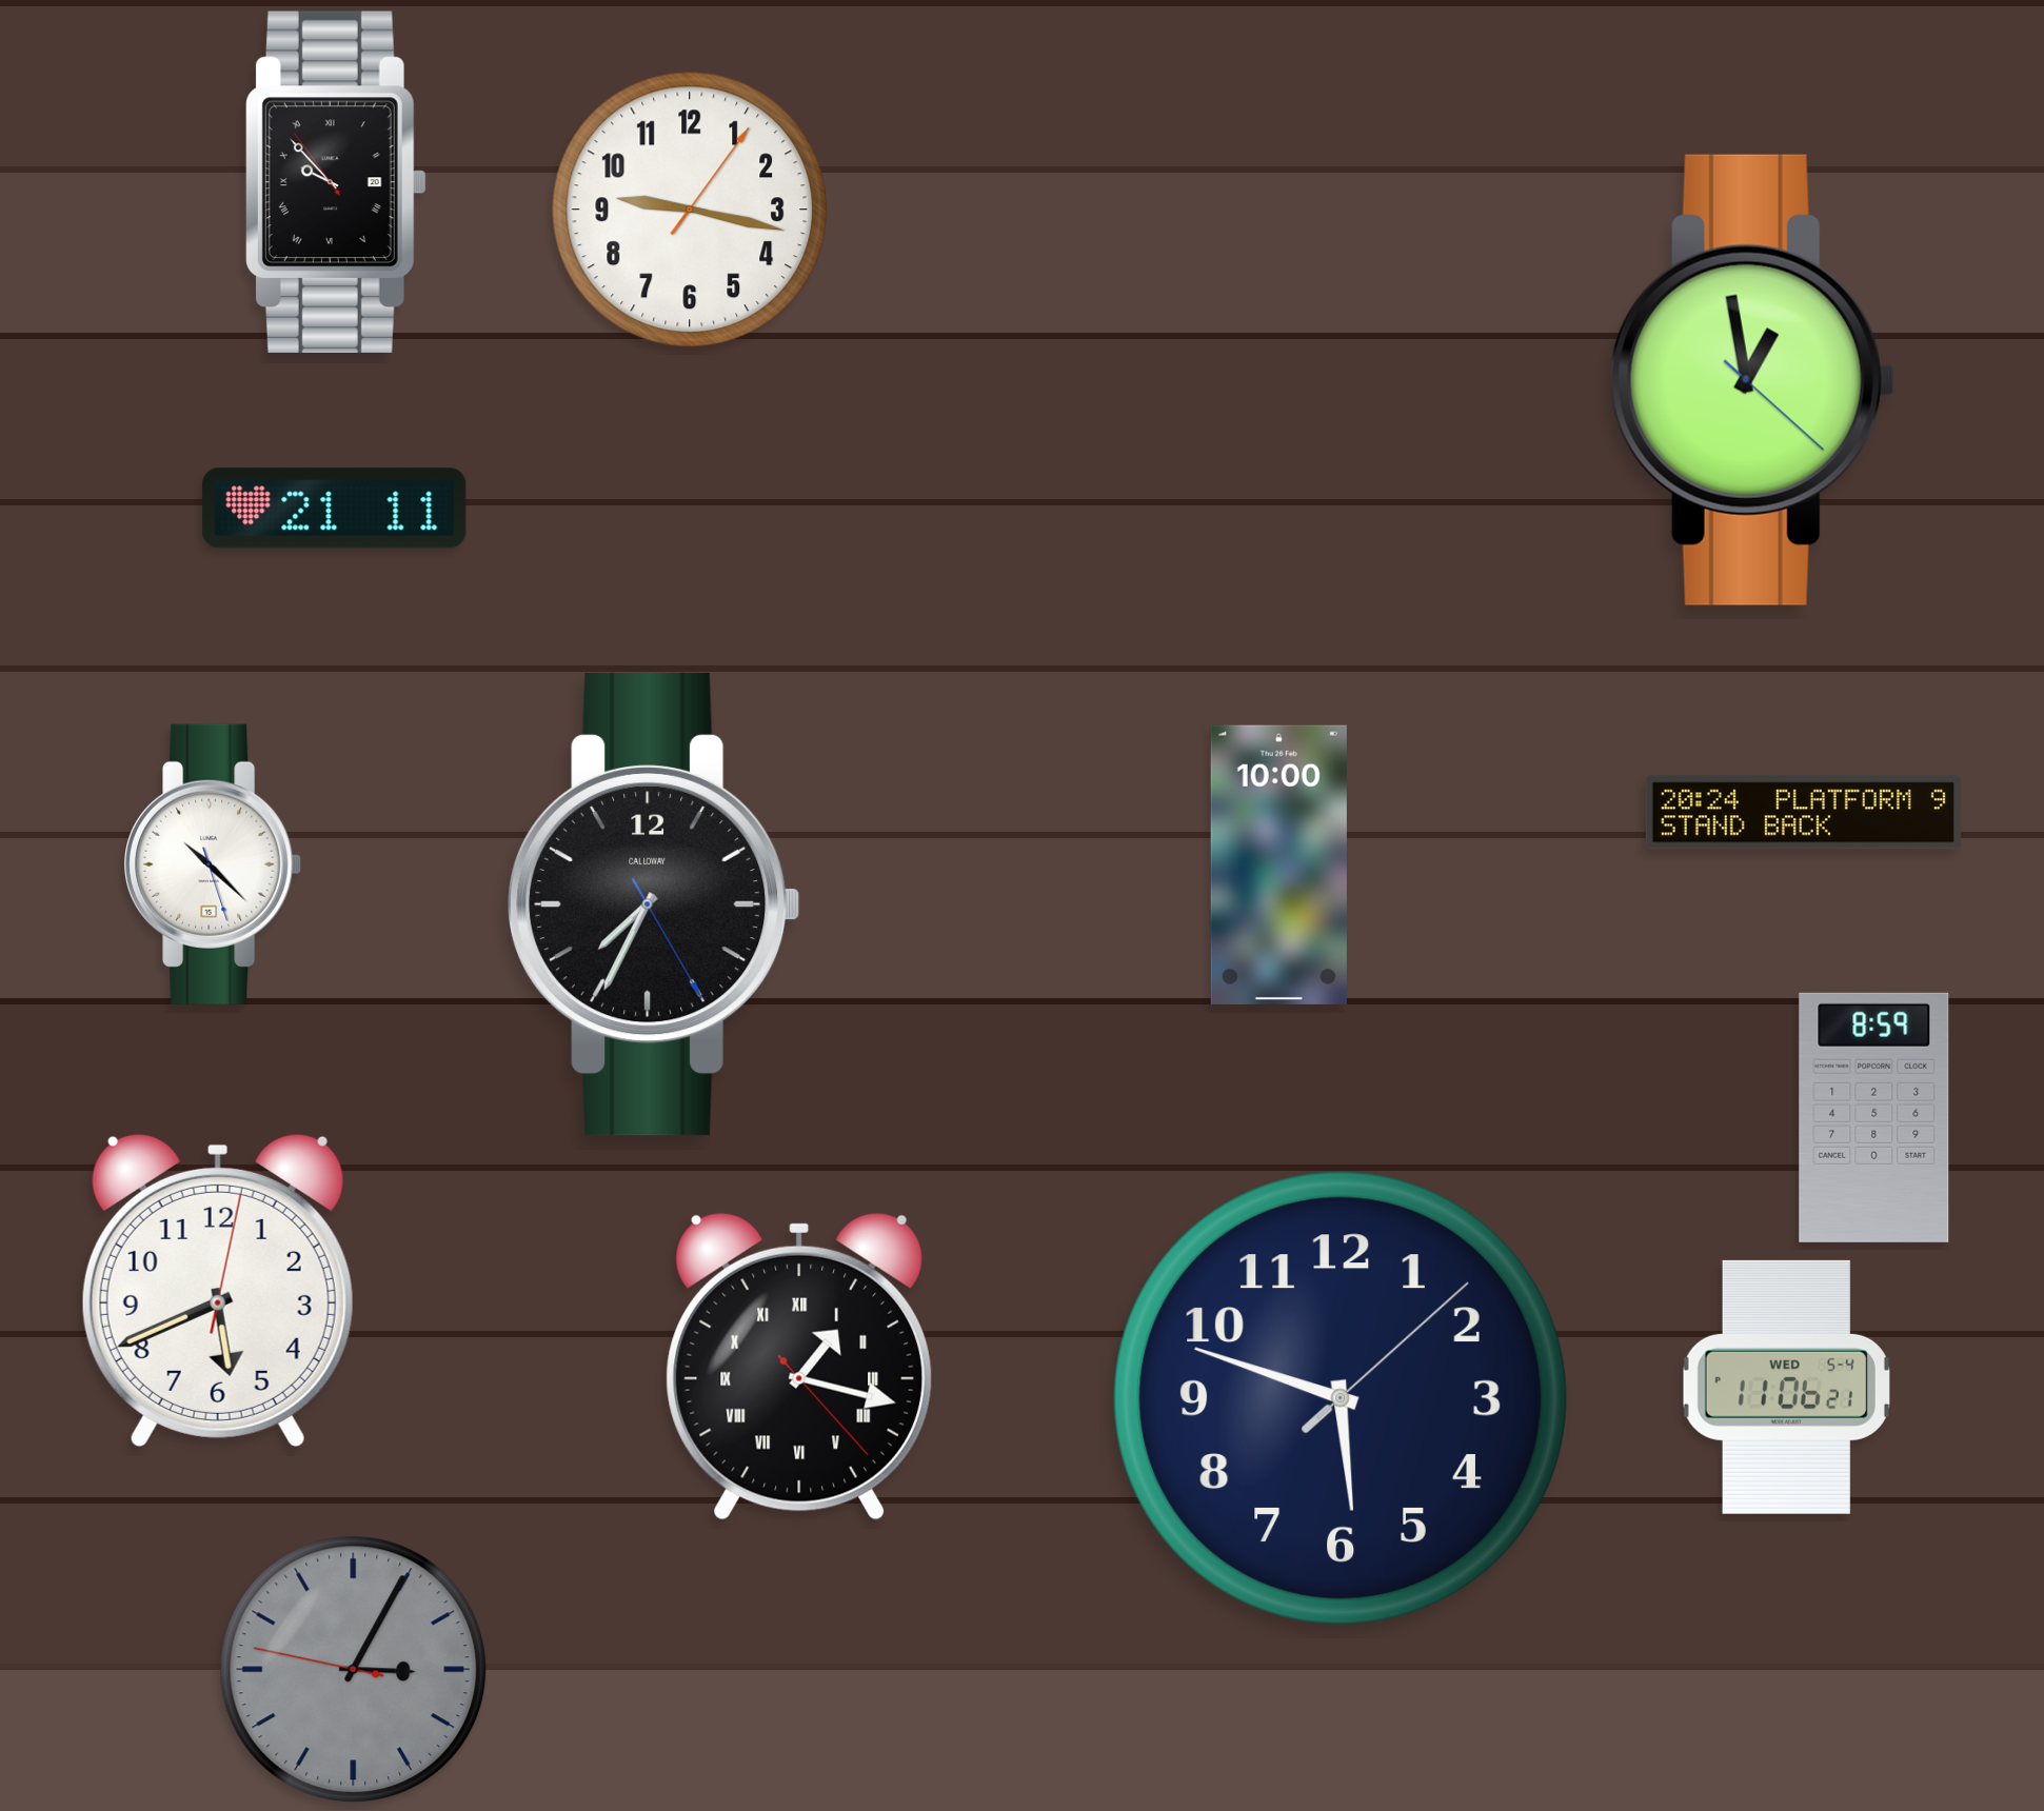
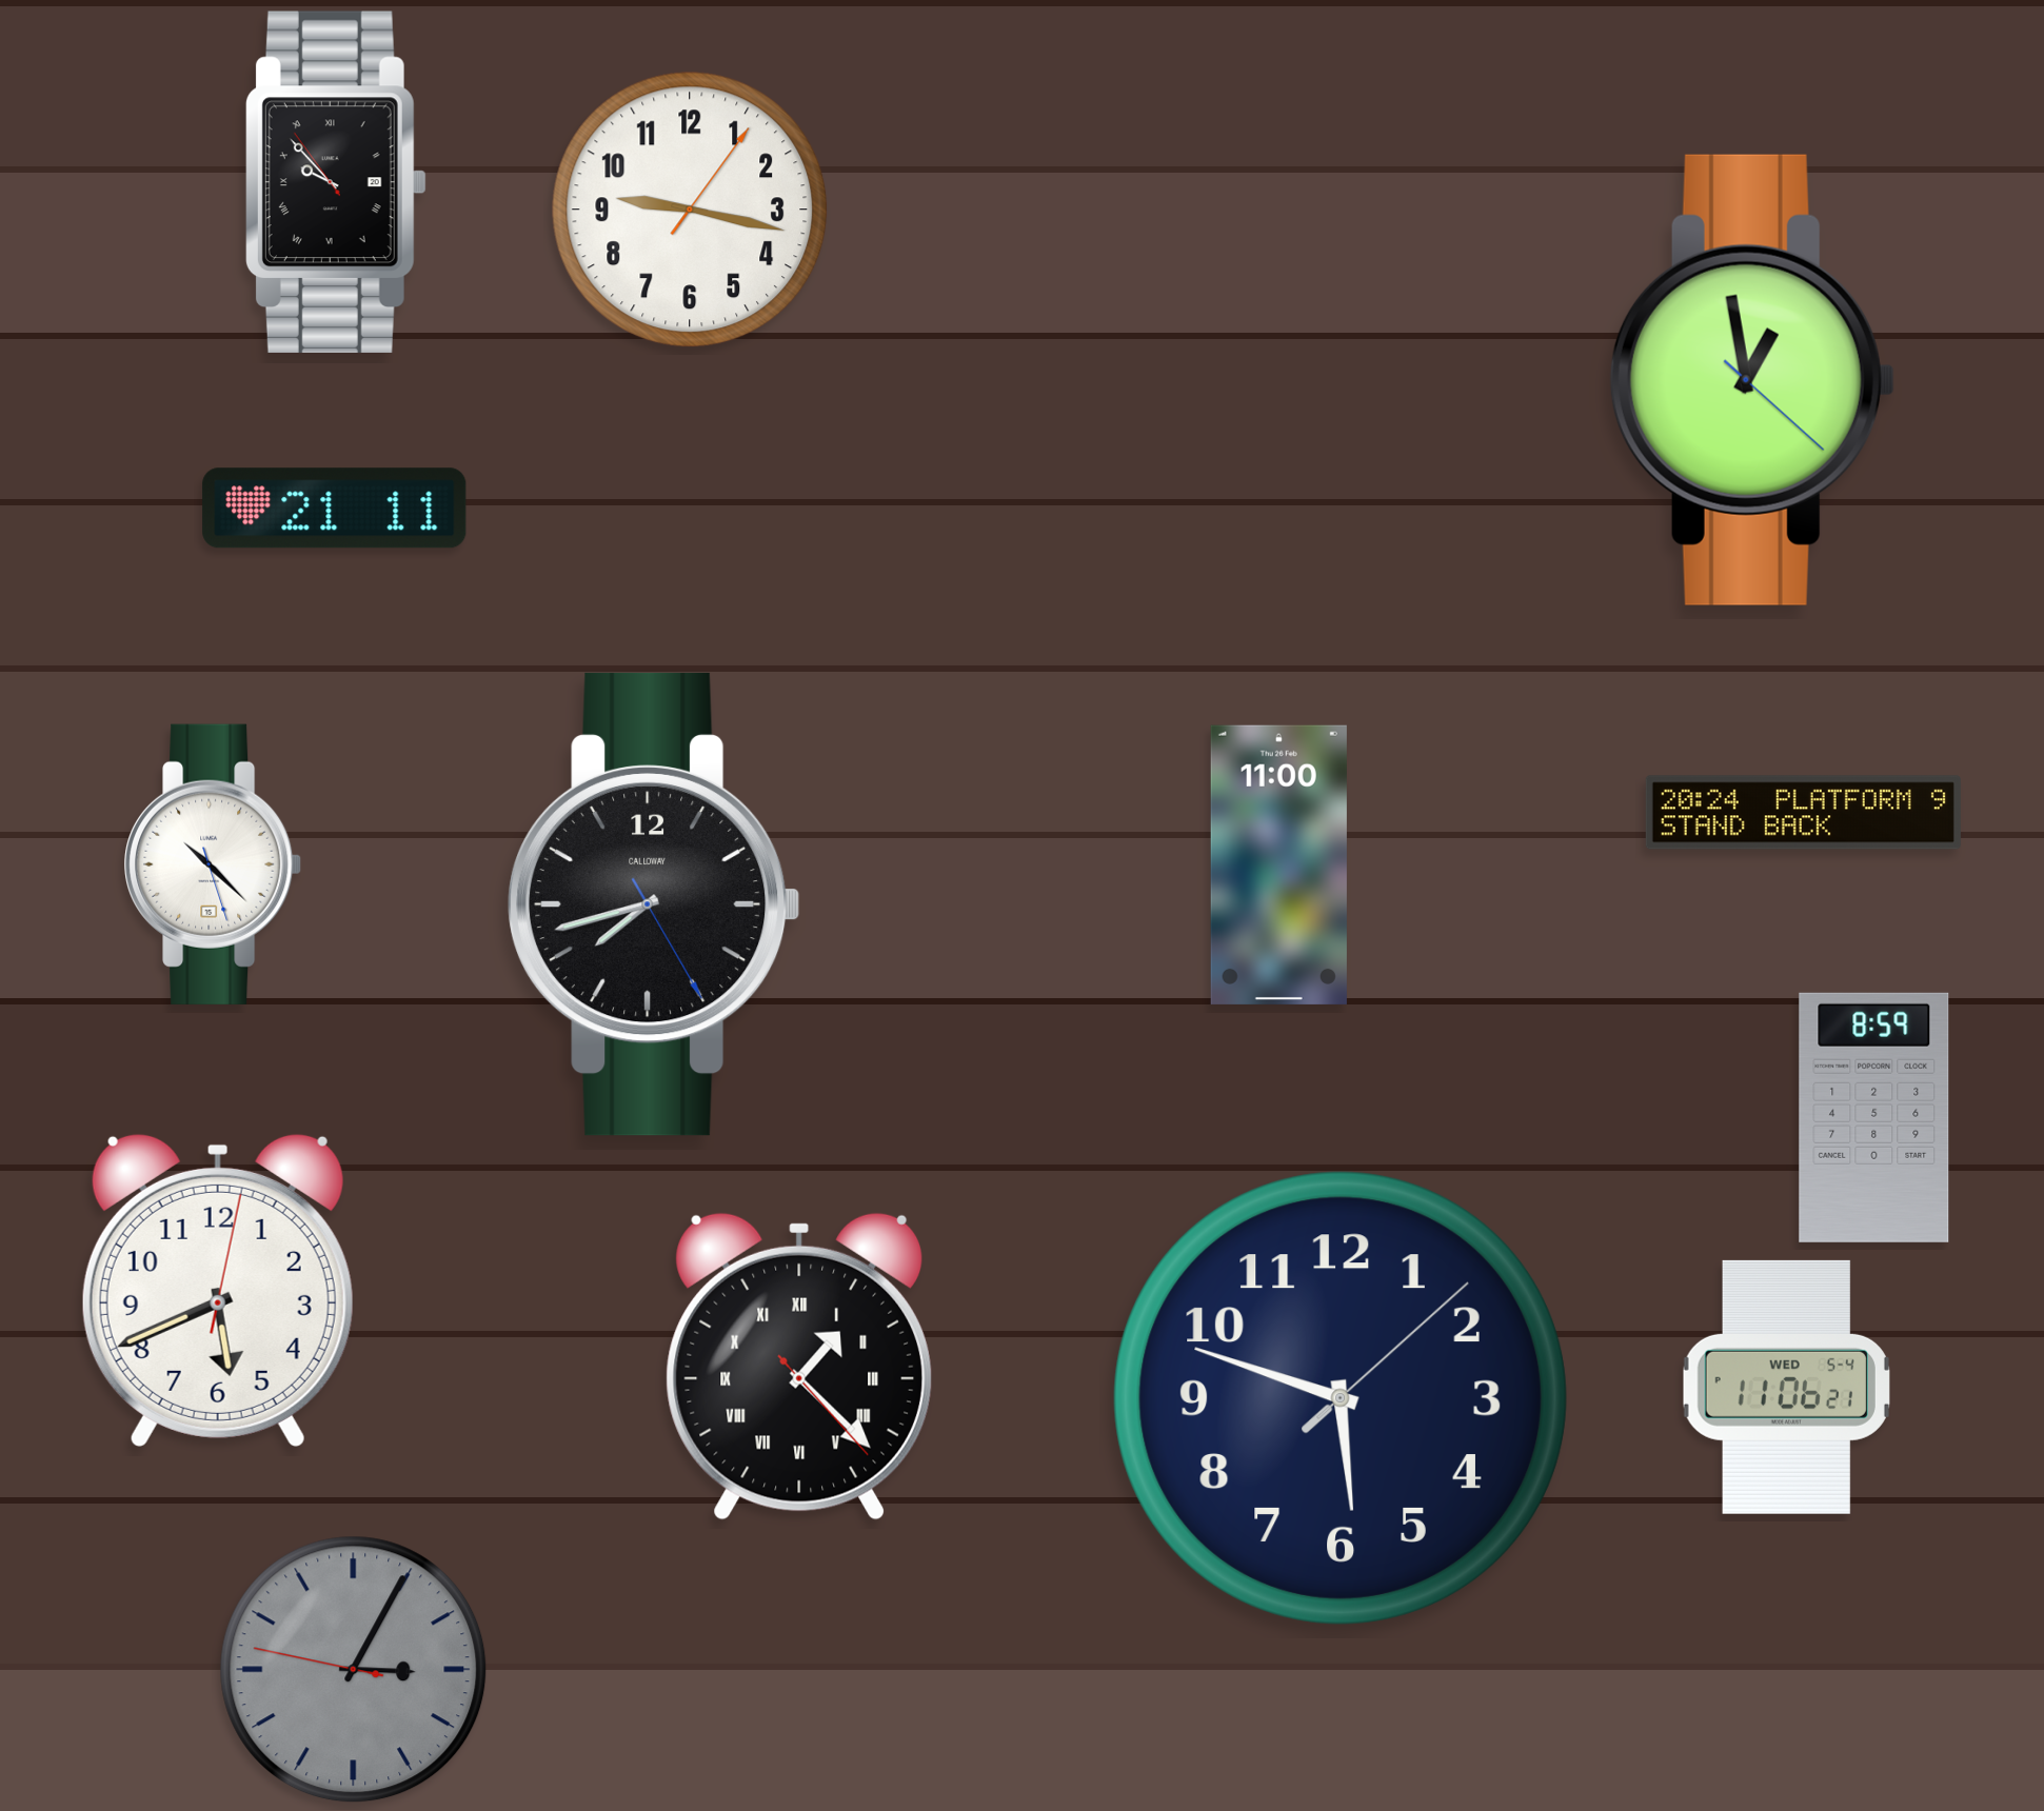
clock at (1278, 864): 10:00 -> 11:00
clock at (654, 904): 7:34 -> 7:42
clock at (798, 1367): 1:17 -> 1:22
